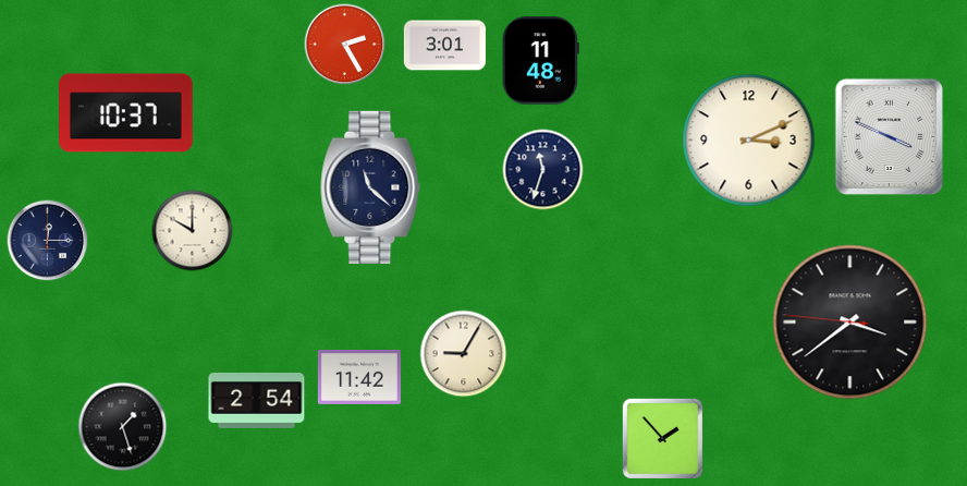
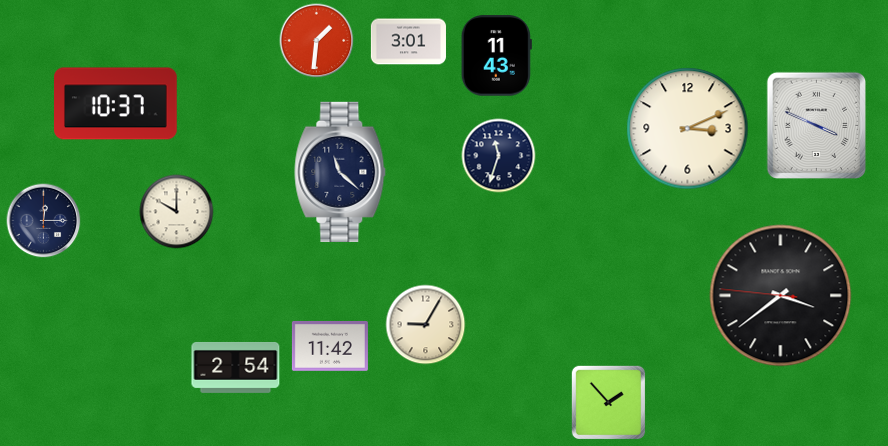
clock at (345, 45): 2:25 -> 1:31
clock at (540, 61): 11:48 -> 11:43
clock at (123, 427): 1:27 -> none
